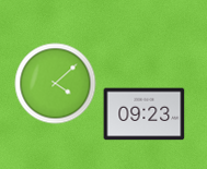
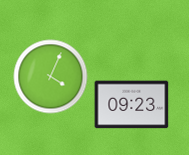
clock at (56, 84): 4:08 -> 4:04
